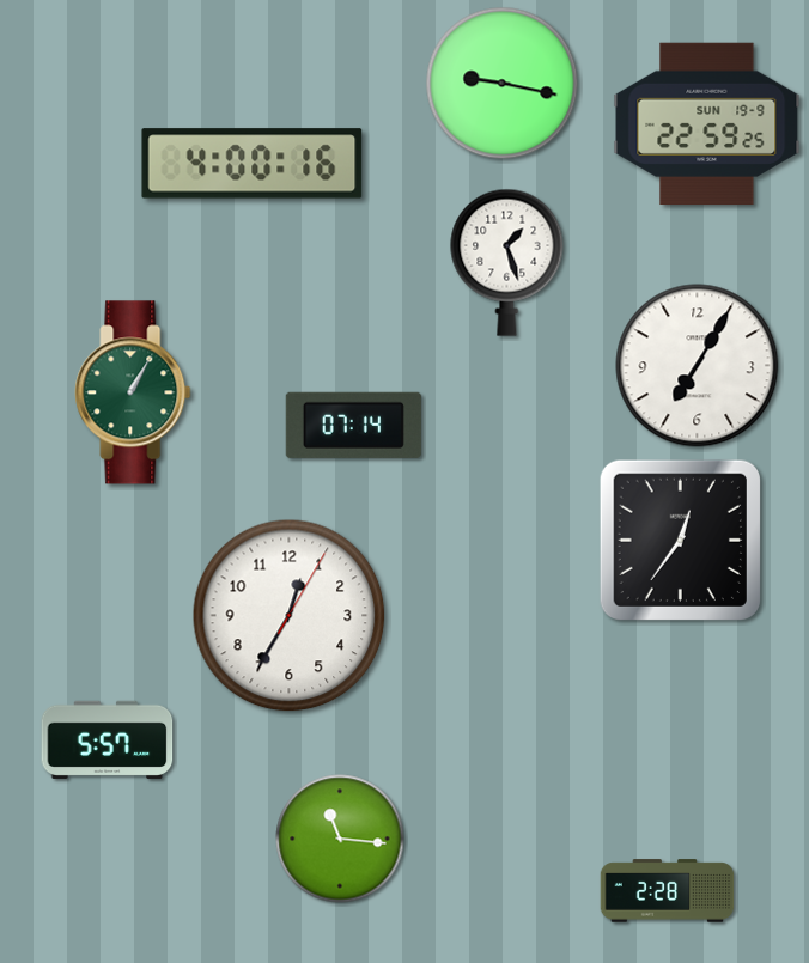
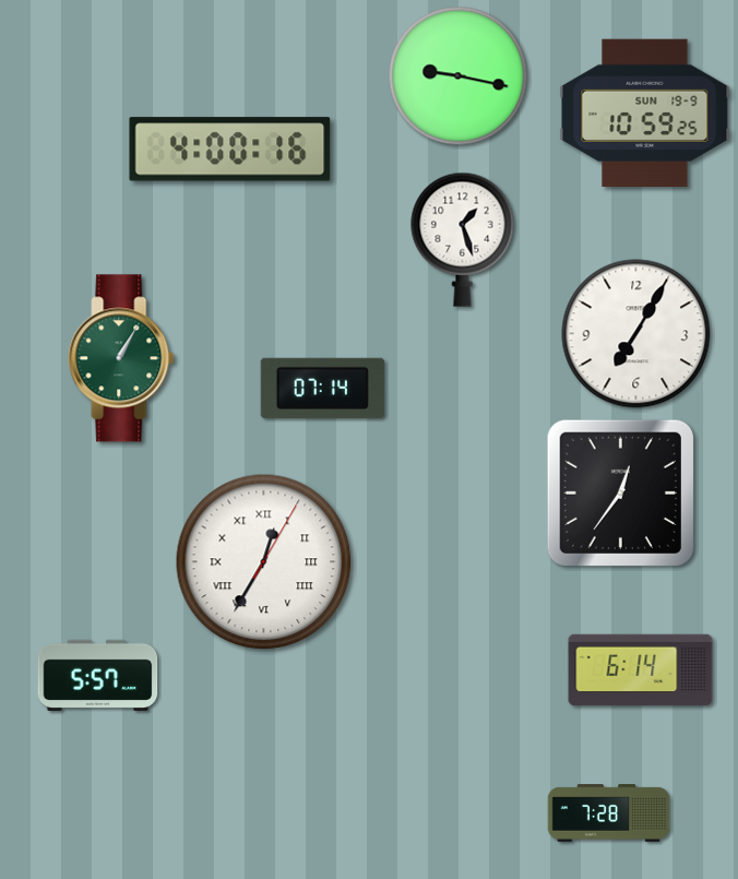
clock at (707, 124): 22:59 -> 10:59
clock at (290, 616) numerals: Arabic -> Roman
clock at (641, 670): none -> 6:14
clock at (340, 839): 11:16 -> none
clock at (668, 891): 2:28 -> 7:28
